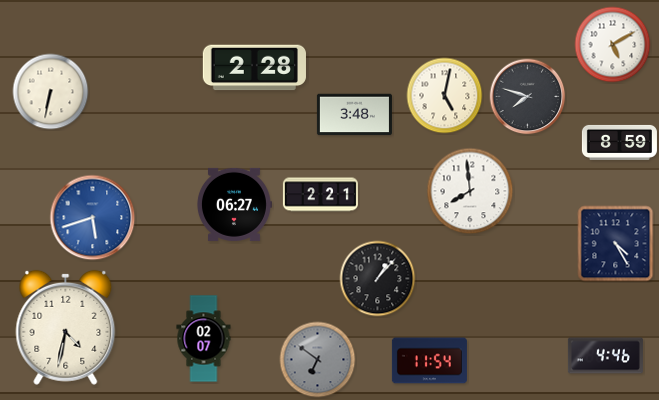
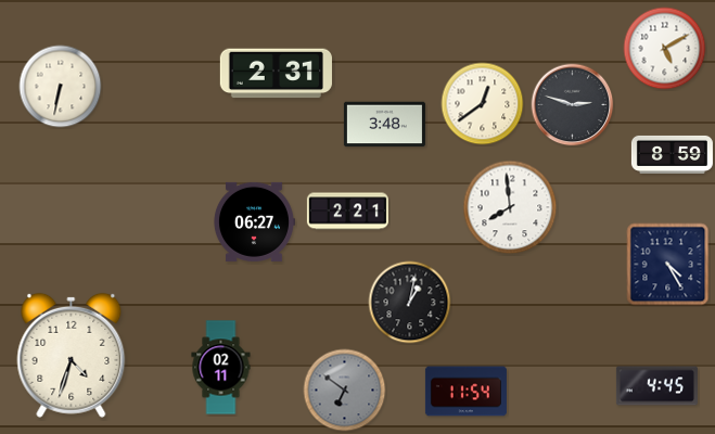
clock at (254, 68): 2:28 -> 2:31
clock at (51, 92) position: (51, 92) -> (61, 87)
clock at (445, 96): 5:02 -> 12:39
clock at (528, 97): 7:48 -> 2:48
clock at (93, 218): 5:42 -> none
clock at (378, 279): 1:07 -> 1:02
clock at (66, 327): 4:32 -> 4:33
clock at (204, 339): 02:07 -> 02:11
clock at (605, 356): 4:46 -> 4:45
